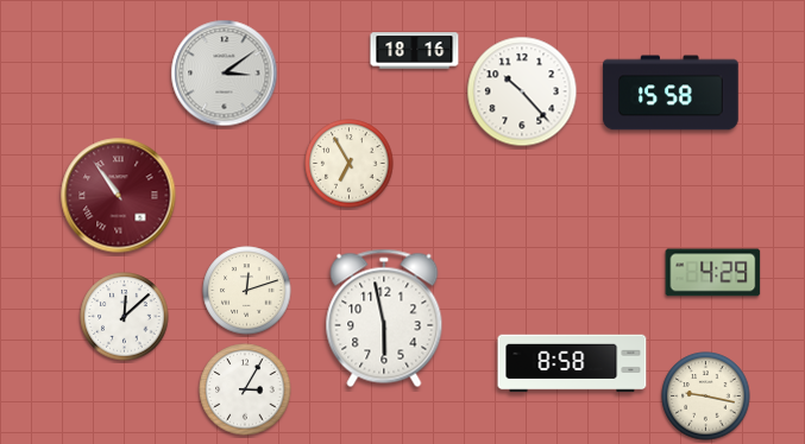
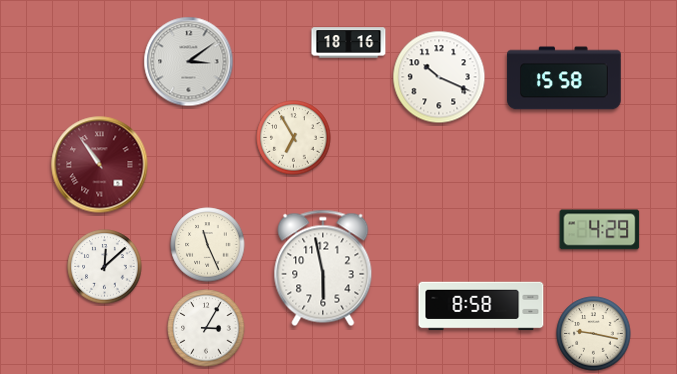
clock at (522, 91): 10:23 -> 10:19
clock at (247, 291): 12:12 -> 11:26
